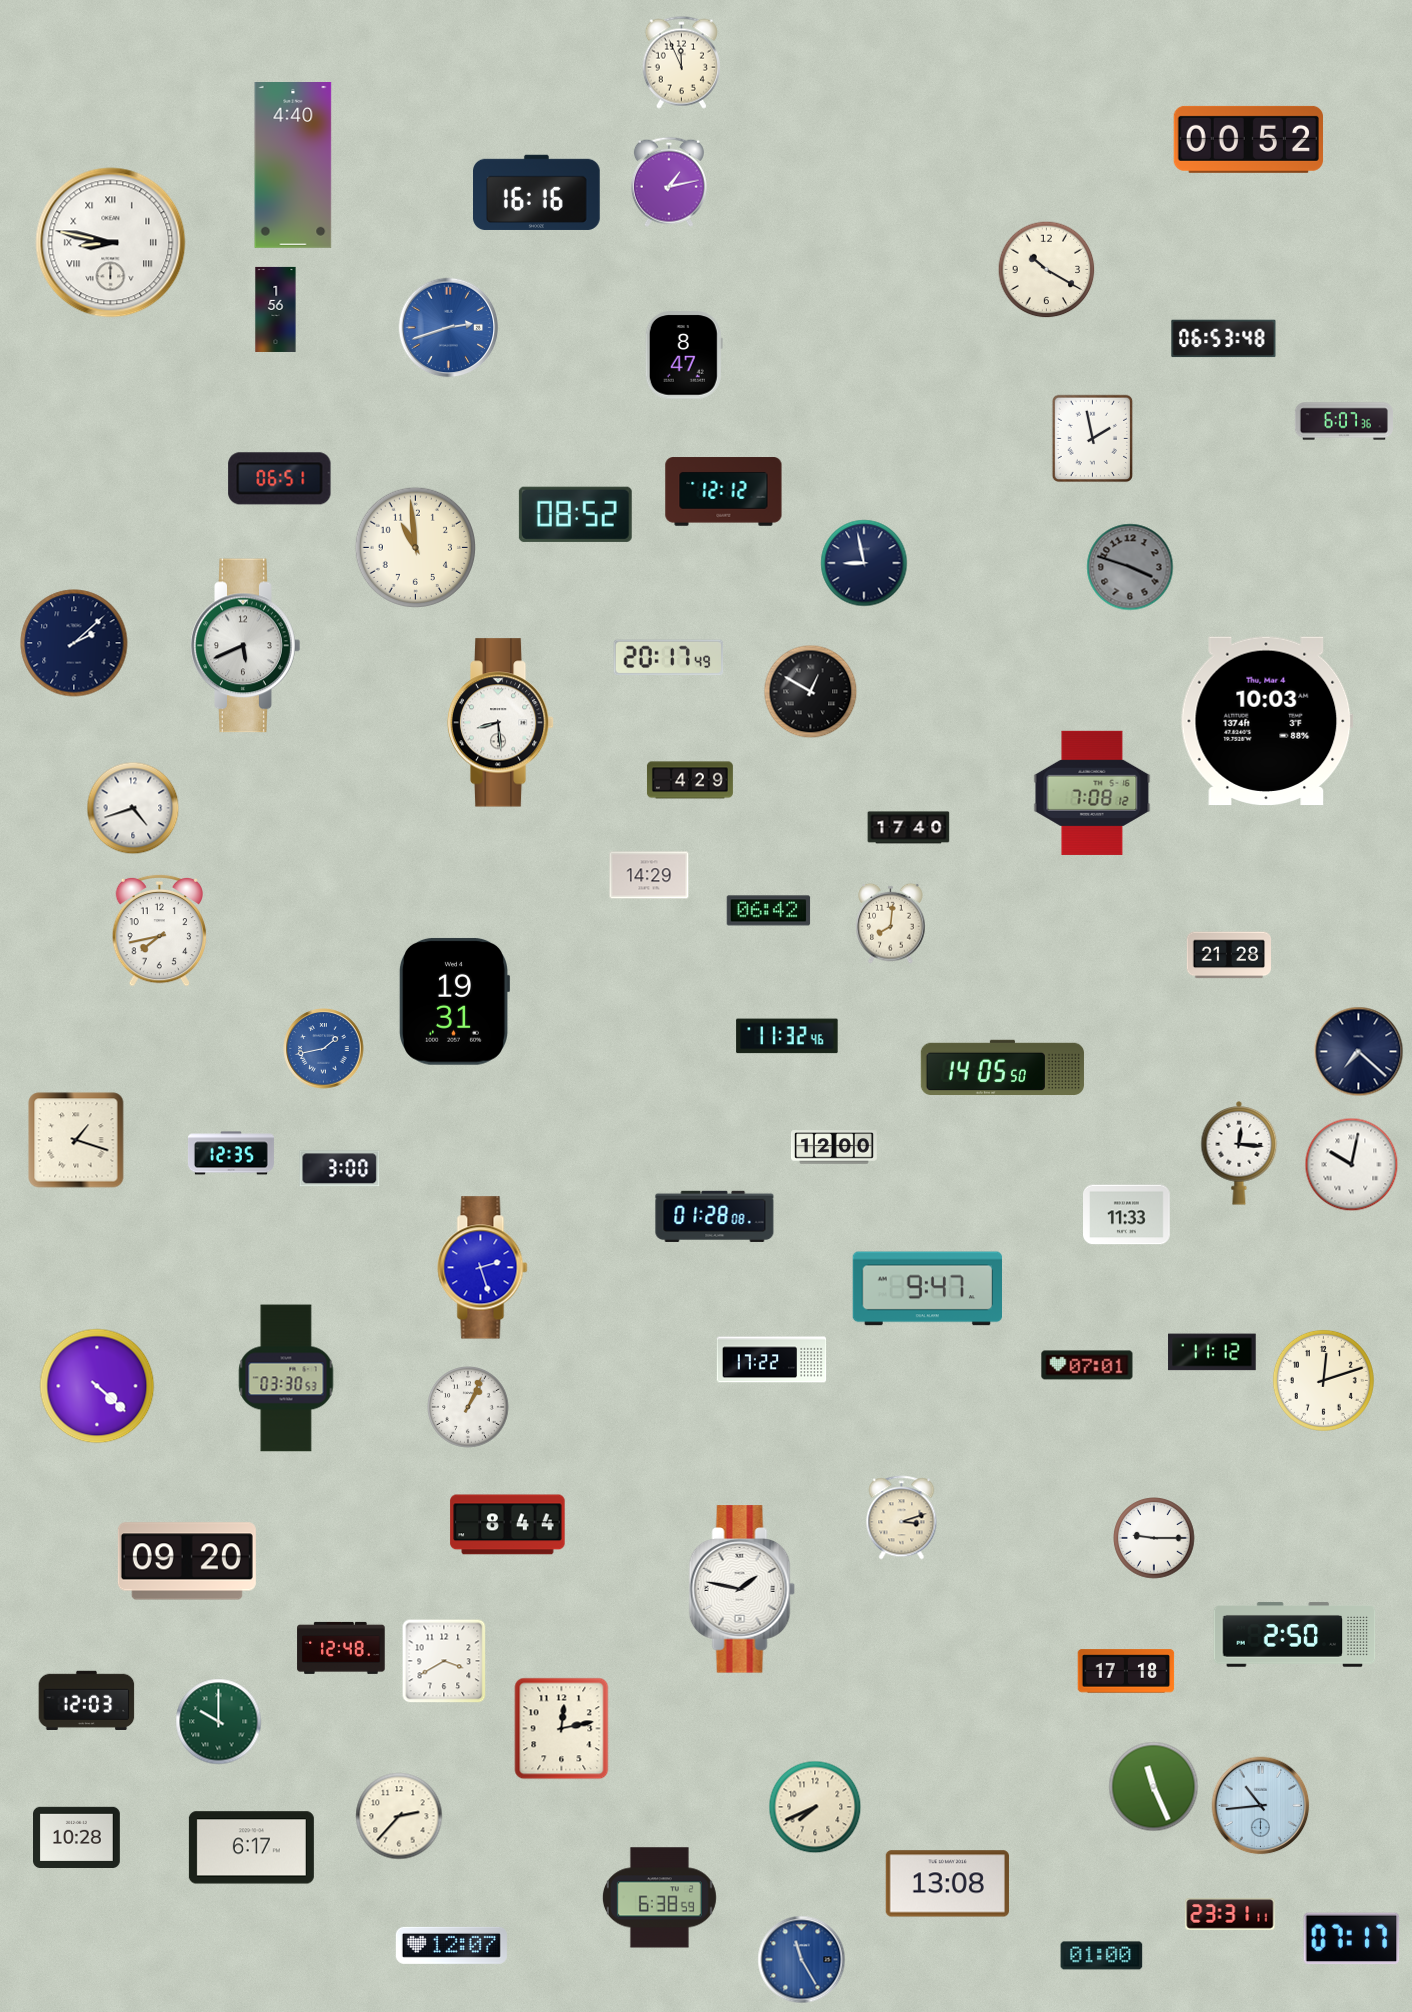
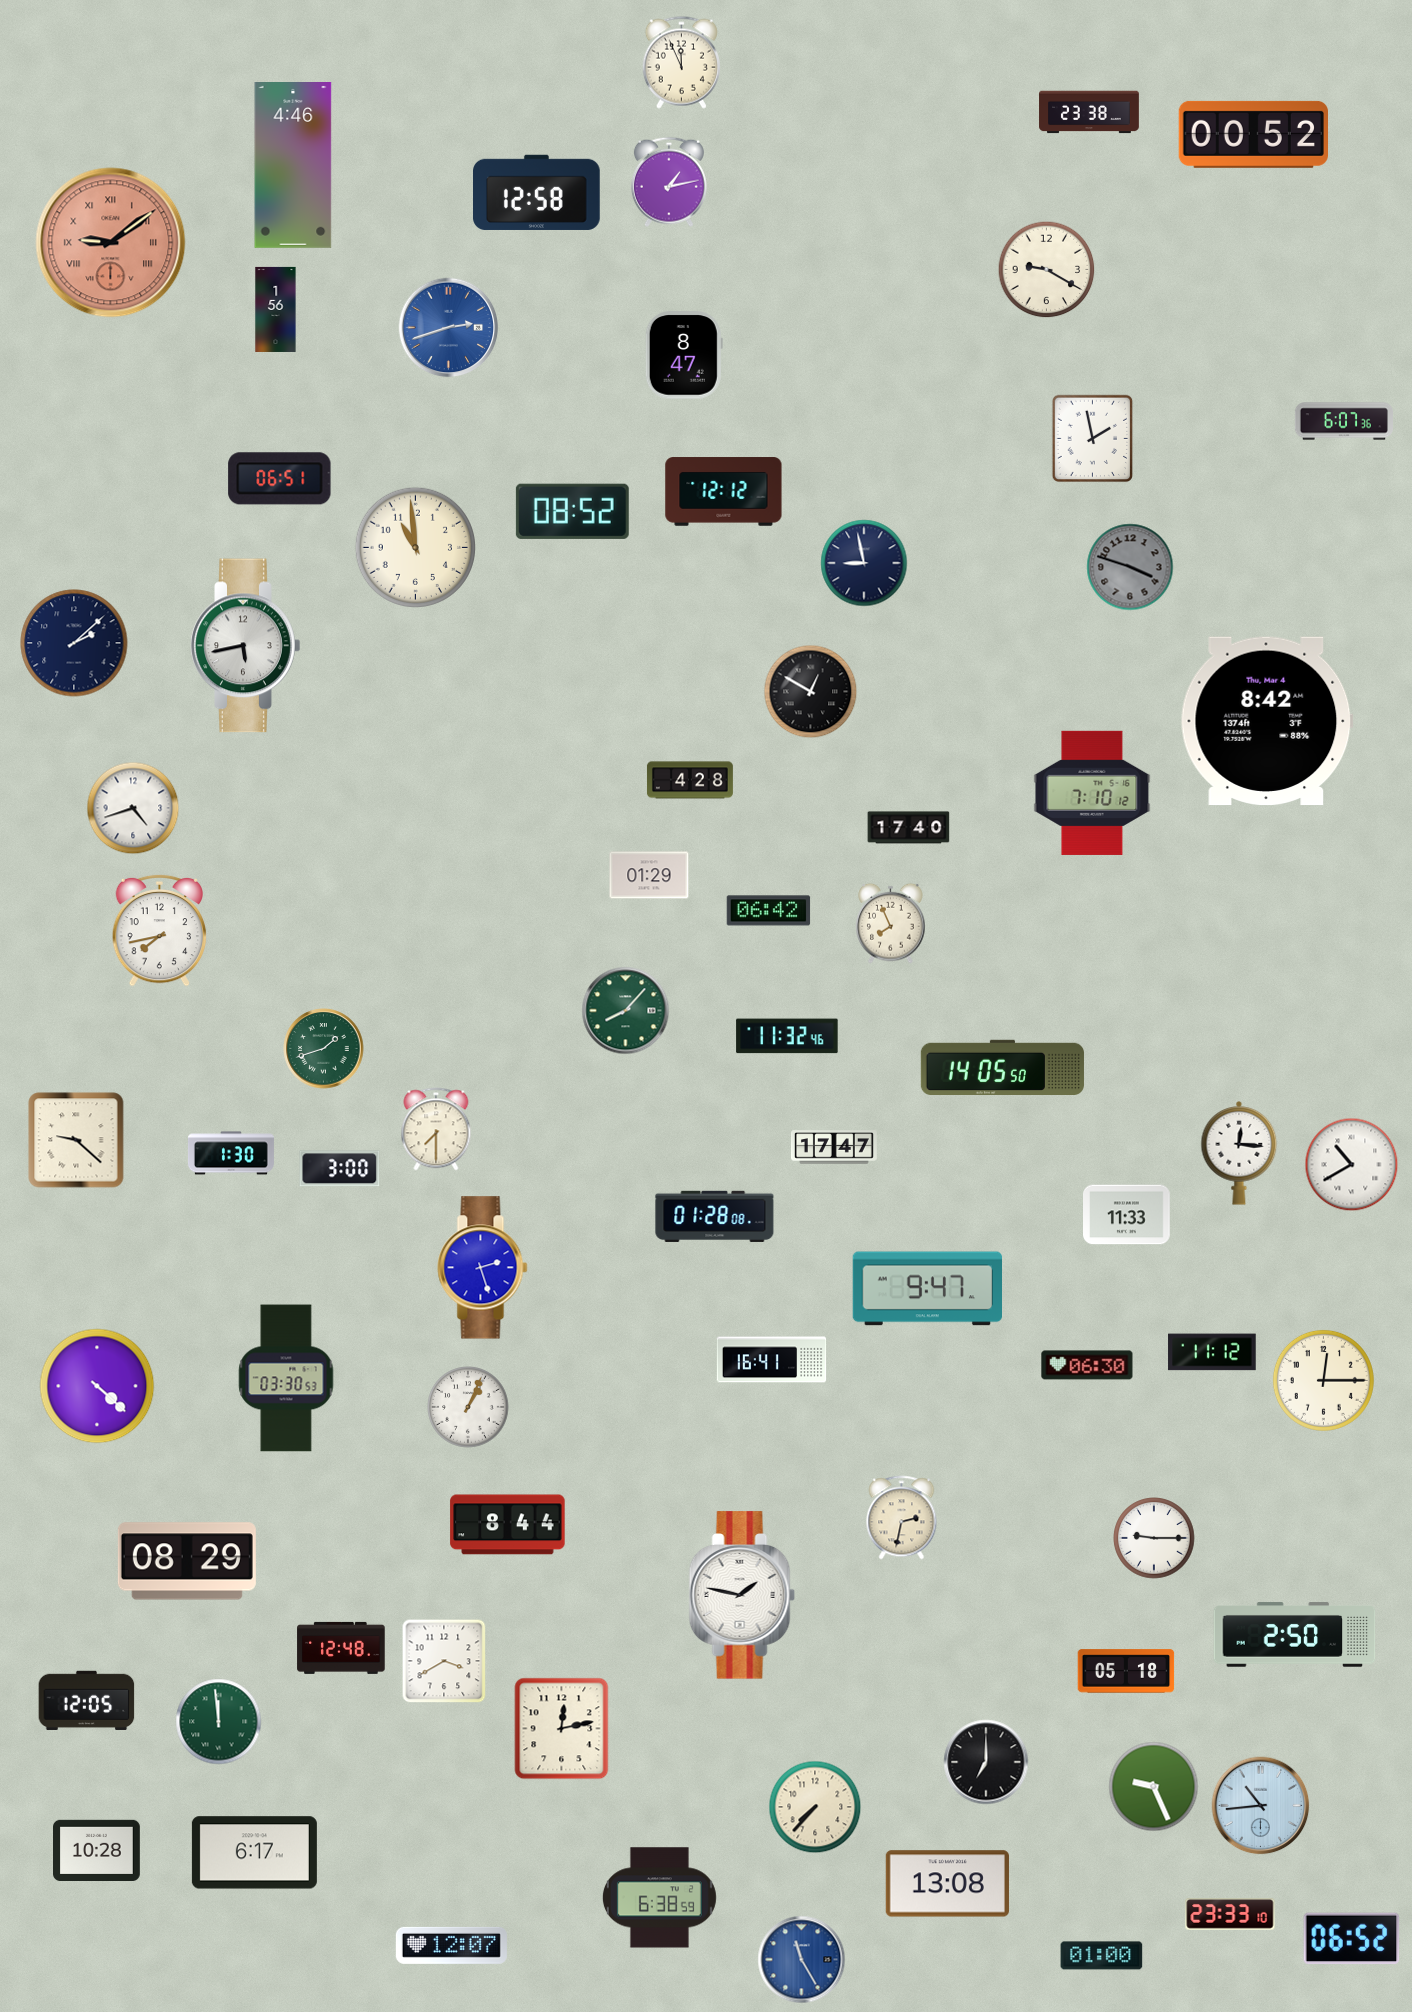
clock at (1089, 112): none -> 23:38
clock at (1248, 139) position: (1248, 139) -> (1253, 134)
clock at (293, 166): 4:40 -> 4:46
clock at (537, 192): 16:16 -> 12:58
clock at (111, 243): 8:47 -> 9:09
clock at (111, 243) dial: white -> salmon
clock at (1047, 270): 10:20 -> 9:20
clock at (1224, 339): 06:53 -> none
clock at (575, 514) position: (575, 514) -> (572, 511)
clock at (246, 646): 5:41 -> 5:43
clock at (669, 658): 20:17 -> none
clock at (1267, 721): 10:03 -> 8:42
clock at (501, 723): 8:29 -> none
clock at (690, 780): 4:29 -> 4:28
clock at (1092, 793): 7:08 -> 7:10
clock at (649, 875): 14:29 -> 01:29
clock at (891, 923): 8:01 -> 7:56
clock at (1228, 955): 21:28 -> none
clock at (454, 1001): 19:31 -> none
clock at (626, 1011): none -> 8:07
clock at (324, 1049): 1:43 -> 1:42
clock at (324, 1049) dial: blue -> green
clock at (1359, 1052): 7:22 -> none
clock at (436, 1129): none -> 7:30
clock at (76, 1140): 1:18 -> 9:22
clock at (834, 1147): 12:00 -> 17:47
clock at (231, 1153): 12:35 -> 1:30
clock at (1352, 1165): 10:02 -> 10:40
clock at (772, 1360): 17:22 -> 16:41
clock at (1087, 1365): 07:01 -> 06:30
clock at (1323, 1380): 12:12 -> 12:15
clock at (902, 1518): 3:12 -> 2:32
clock at (187, 1561): 09:20 -> 08:29
clock at (742, 1589) position: (742, 1589) -> (742, 1595)
clock at (1126, 1671): 17:18 -> 05:18
clock at (87, 1700): 12:03 -> 12:05
clock at (219, 1722): 10:00 -> 11:59
clock at (986, 1762): none -> 7:00
clock at (1154, 1787): 11:26 -> 9:26
clock at (815, 1807): 7:41 -> 7:37
clock at (399, 1816): 2:37 -> none
clock at (77, 1837) position: (77, 1837) -> (97, 1850)
clock at (251, 1848) position: (251, 1848) -> (254, 1853)
clock at (1230, 1914): 23:31 -> 23:33
clock at (1352, 1939): 07:17 -> 06:52
